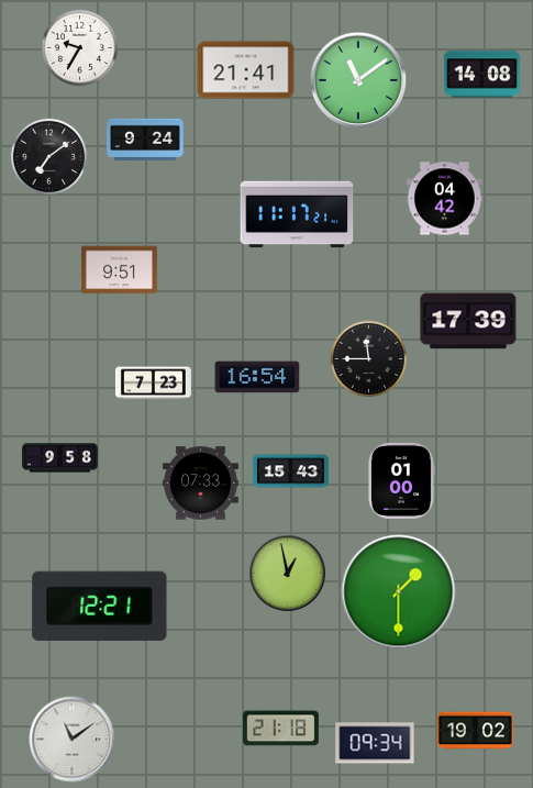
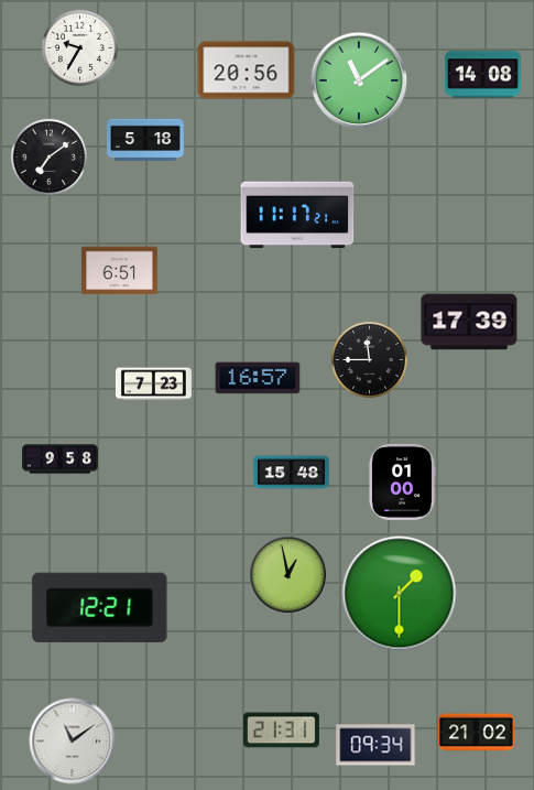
clock at (246, 70): 21:41 -> 20:56
clock at (145, 140): 9:24 -> 5:18
clock at (444, 199): 04:42 -> none
clock at (119, 270): 9:51 -> 6:51
clock at (257, 377): 16:54 -> 16:57
clock at (290, 471): 15:43 -> 15:48
clock at (200, 484): 07:33 -> none
clock at (280, 729): 21:18 -> 21:31
clock at (475, 731): 19:02 -> 21:02
